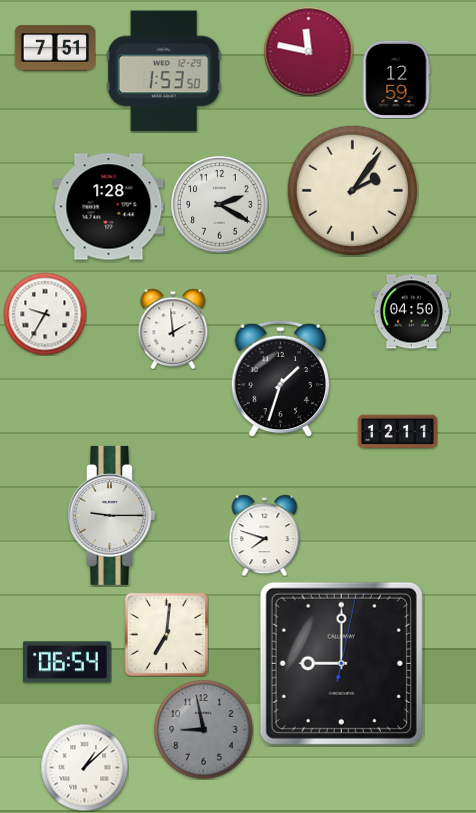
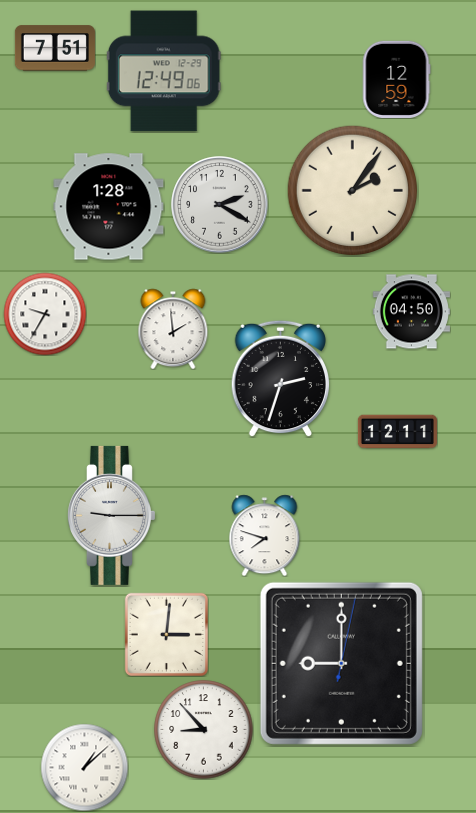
clock at (308, 51): 11:47 -> none
clock at (164, 71): 1:53 -> 12:49
clock at (280, 378): 1:33 -> 2:33
clock at (166, 634): 7:01 -> 3:01
clock at (68, 662): 06:54 -> none
clock at (204, 730): 8:58 -> 8:53
clock at (204, 730) dial: grey -> white
